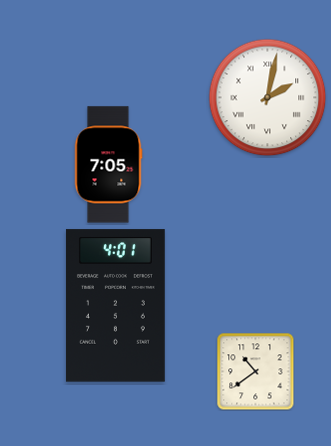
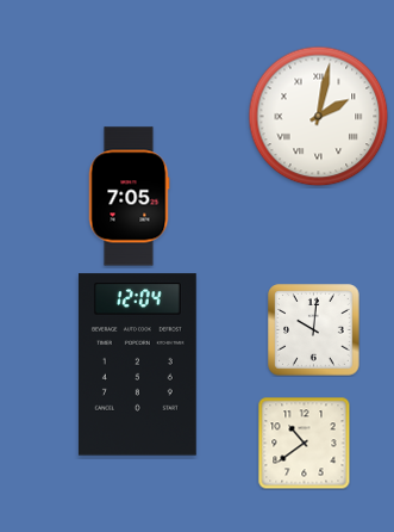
clock at (314, 330): none -> 10:01
clock at (115, 306): 4:01 -> 12:04
